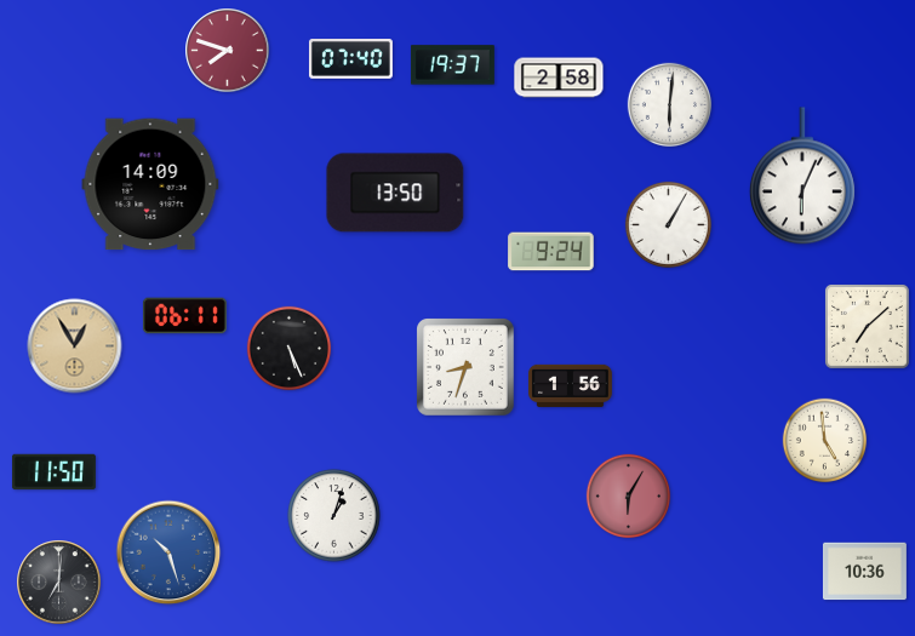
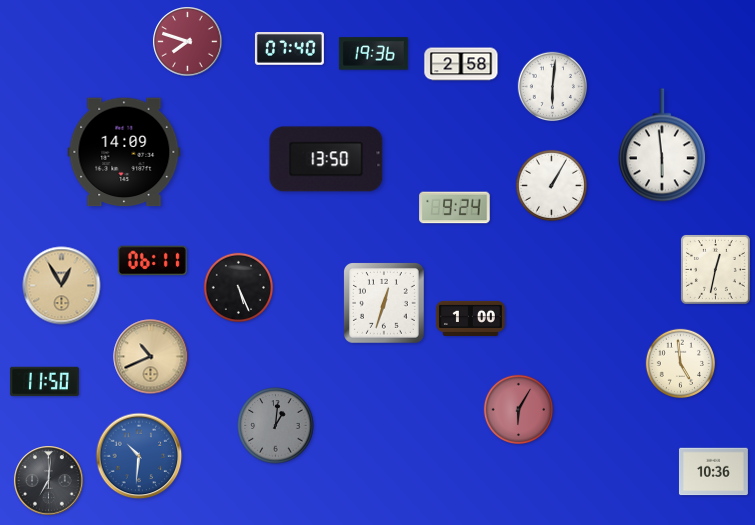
clock at (452, 65): 19:37 -> 19:36
clock at (802, 176): 6:04 -> 5:59
clock at (867, 326): 7:08 -> 12:32
clock at (467, 368): 8:33 -> 12:33
clock at (570, 385): 1:56 -> 1:00
clock at (151, 357): none -> 10:41
clock at (53, 472) position: (53, 472) -> (44, 382)
clock at (334, 516): 1:03 -> 1:01
clock at (334, 516) dial: white -> grey
clock at (168, 552): 10:27 -> 10:31
